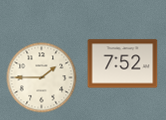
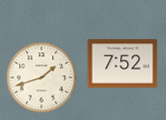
clock at (42, 78): 1:45 -> 1:42
